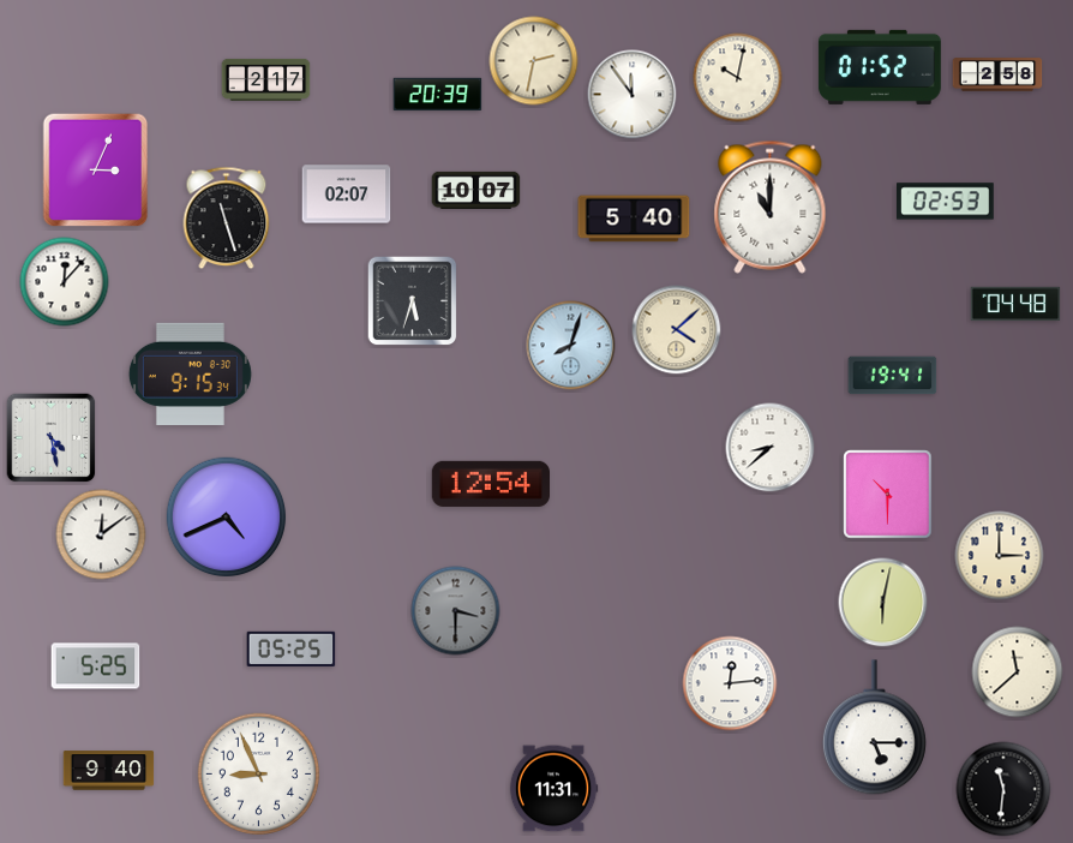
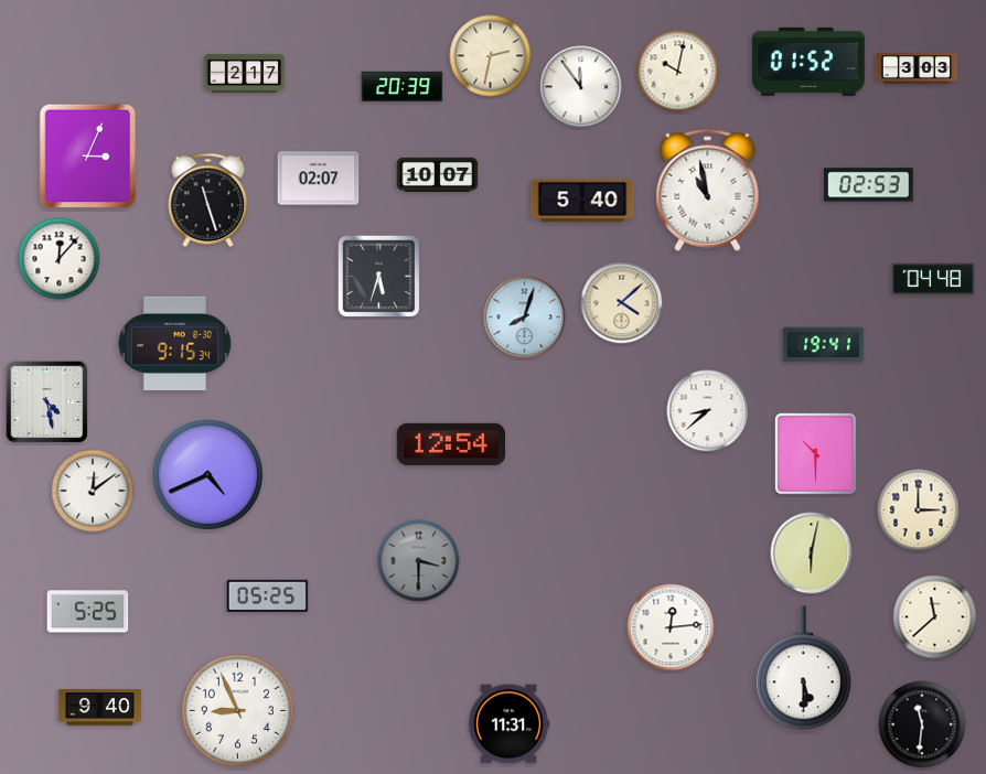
clock at (997, 74): 2:58 -> 3:03
clock at (771, 207): 11:00 -> 10:58
clock at (893, 376) position: (893, 376) -> (824, 345)
clock at (874, 728): 5:15 -> 5:30
